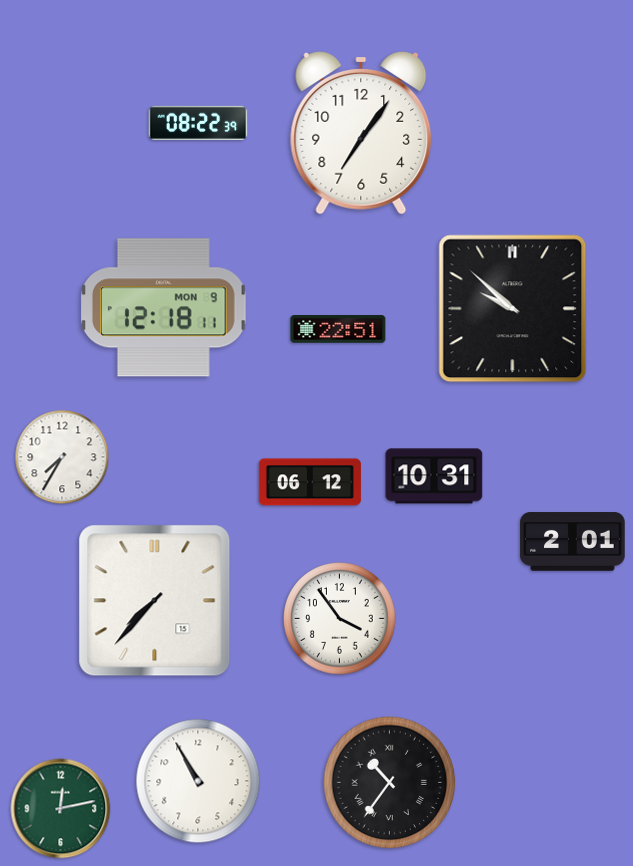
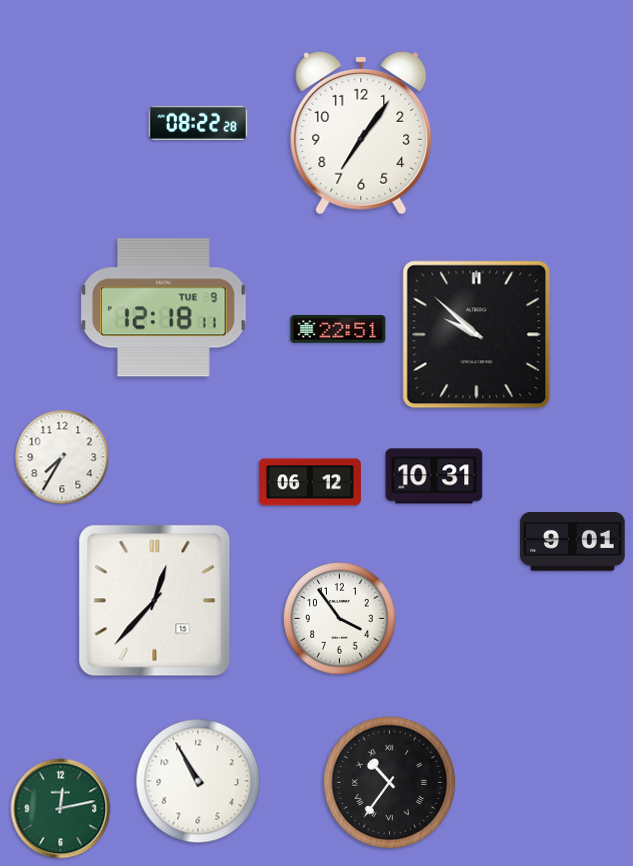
clock at (198, 123): 08:22:39 -> 08:22:28
clock at (164, 308) date: MON 9 -> TUE 9
clock at (513, 309) position: (513, 309) -> (477, 335)
clock at (573, 542): 2:01 -> 9:01
clock at (155, 601): 7:37 -> 12:37
